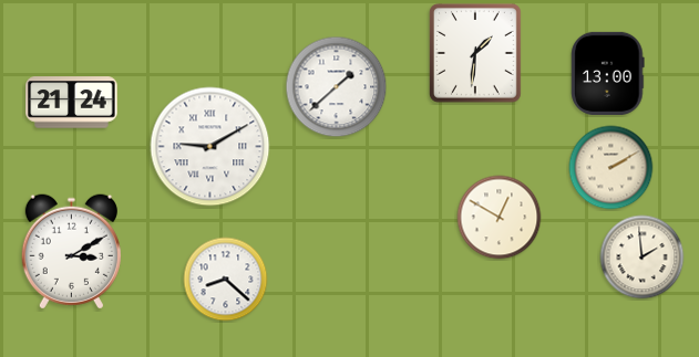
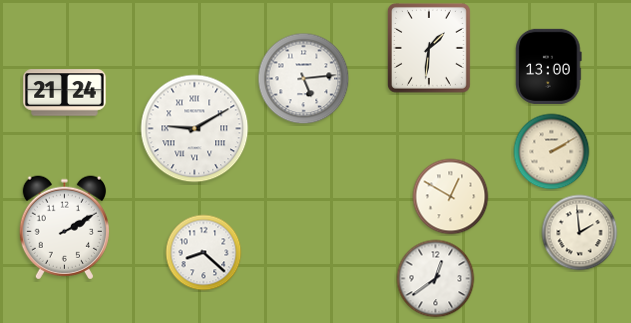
clock at (337, 87): 1:38 -> 5:14
clock at (210, 147) position: (210, 147) -> (195, 129)
clock at (71, 252): 3:10 -> 2:10
clock at (436, 279): none -> 12:39
